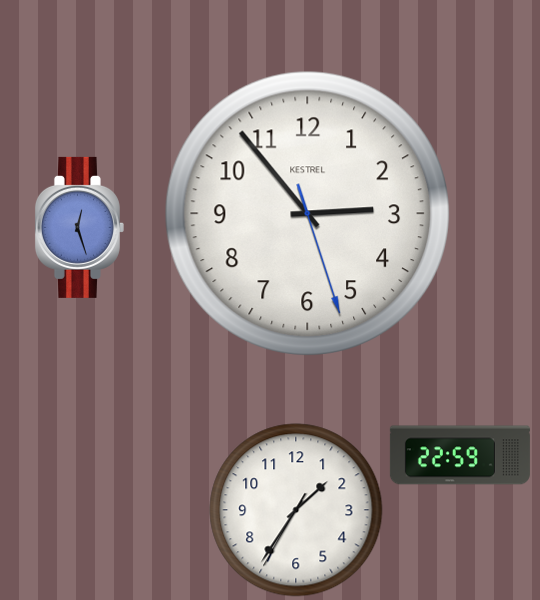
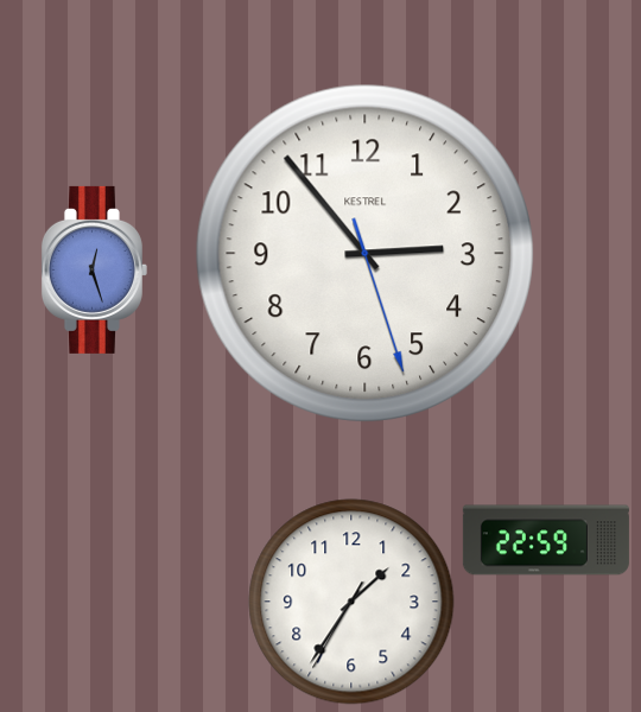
clock at (296, 510) position: (296, 510) -> (351, 602)
